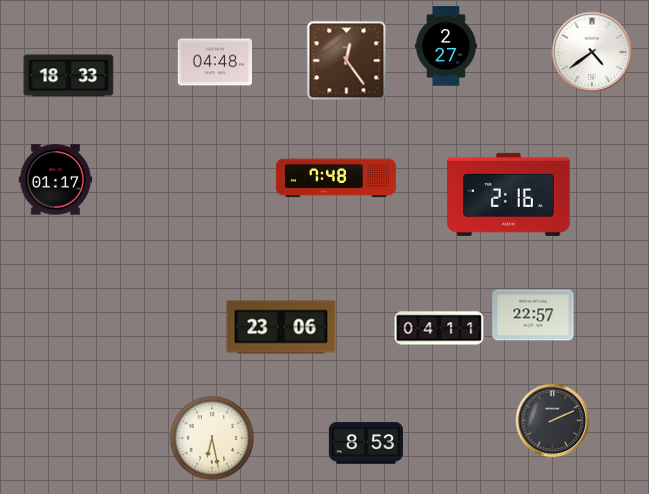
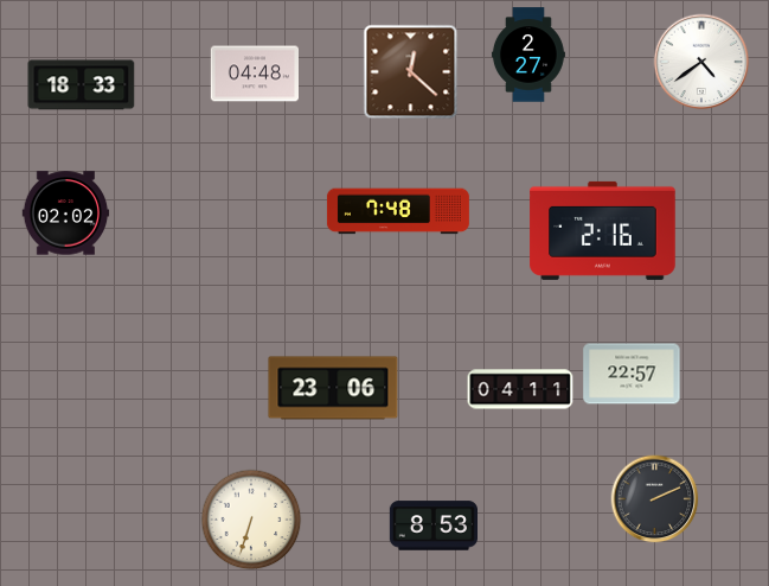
clock at (347, 61): 12:24 -> 12:22
clock at (69, 76) position: (69, 76) -> (82, 85)
clock at (56, 180): 01:17 -> 02:02
clock at (212, 438): 6:28 -> 6:33
